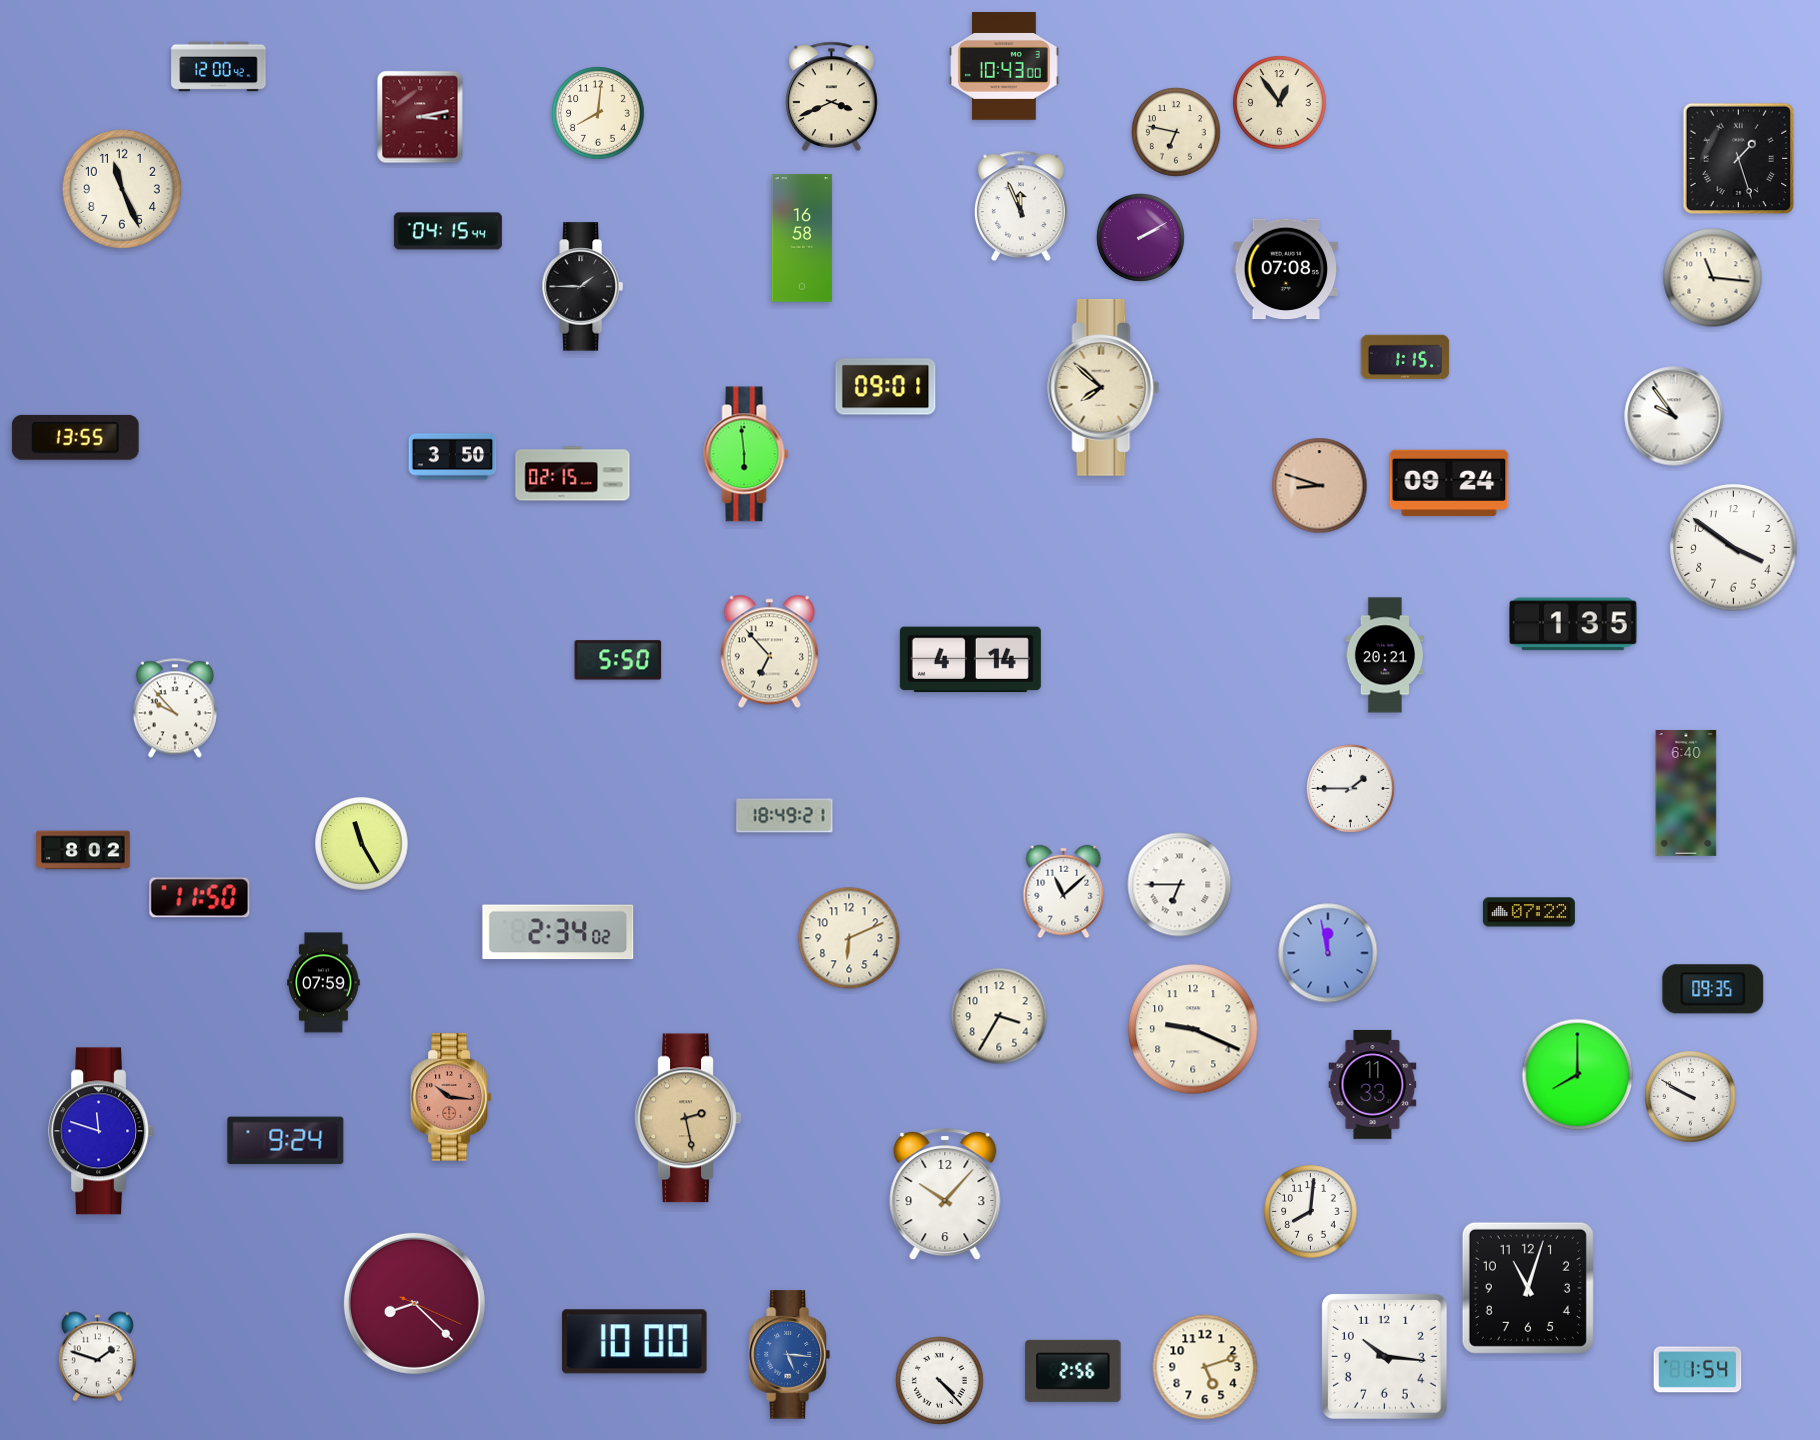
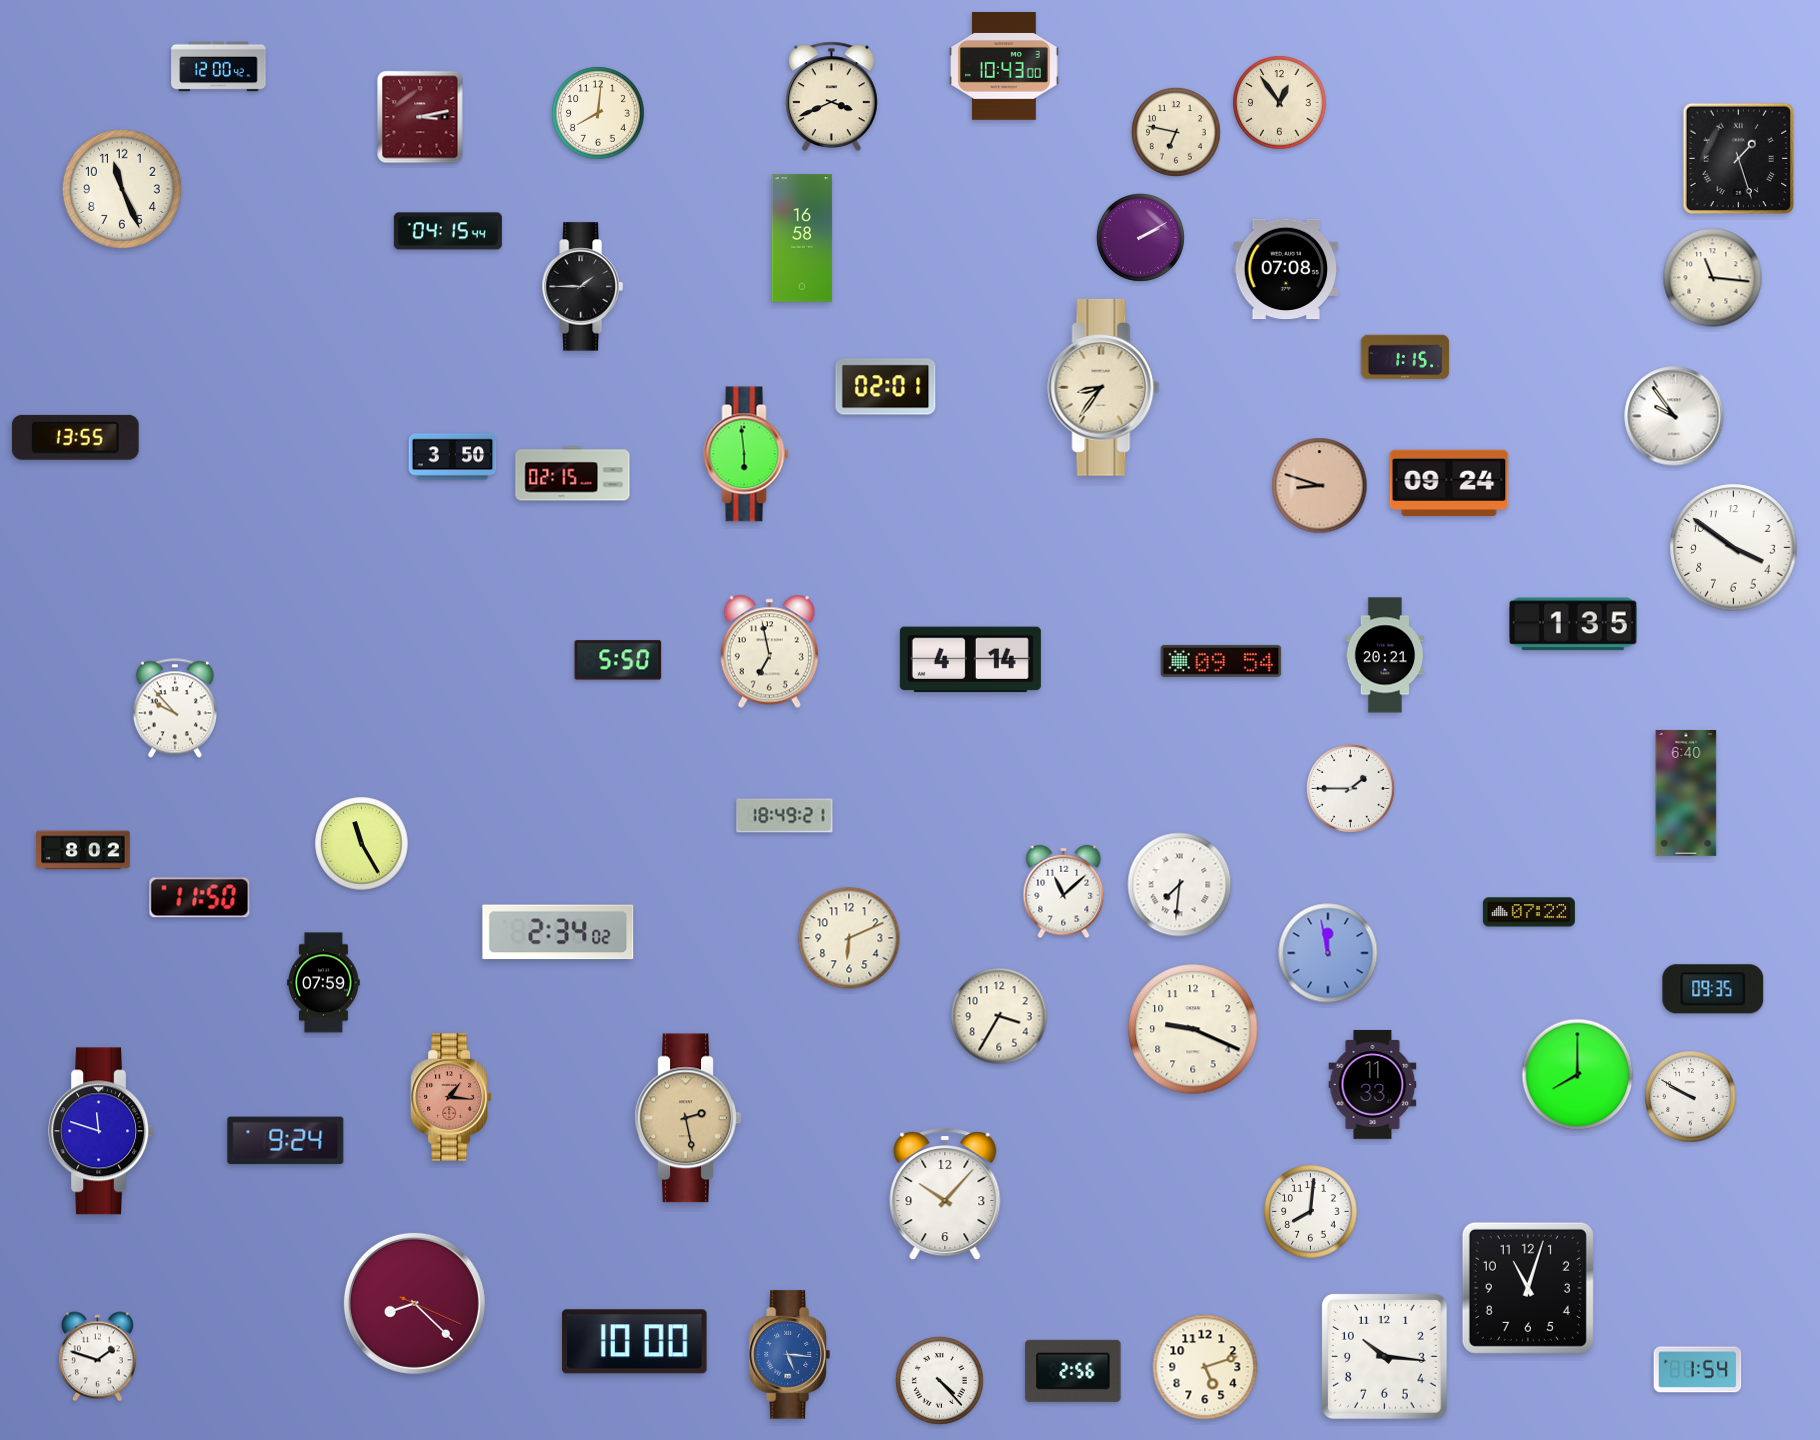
clock at (1021, 206): 11:56 -> none
clock at (886, 387): 09:01 -> 02:01
clock at (1104, 387): 7:52 -> 8:36
clock at (769, 652): 6:53 -> 6:58
clock at (1221, 661): none -> 09:54
clock at (1180, 885): 6:45 -> 7:31
clock at (450, 1097): 10:16 -> 1:16
